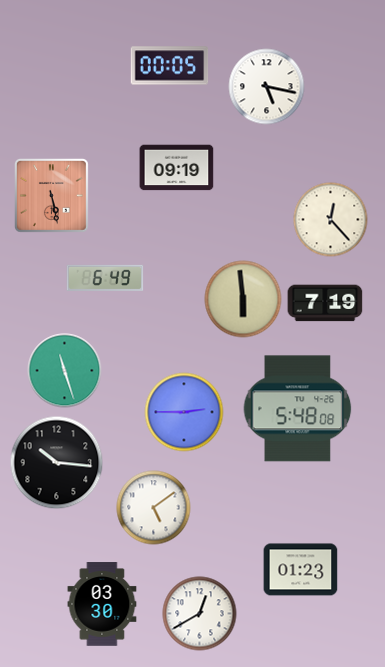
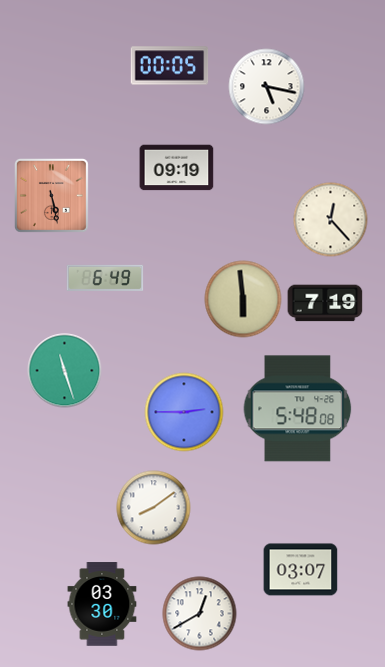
clock at (57, 463): 10:16 -> none
clock at (154, 508): 5:09 -> 8:09
clock at (301, 570): 01:23 -> 03:07
